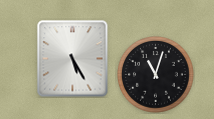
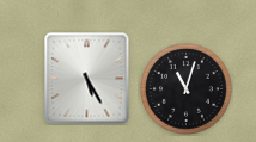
clock at (73, 59) position: (73, 59) -> (87, 79)
